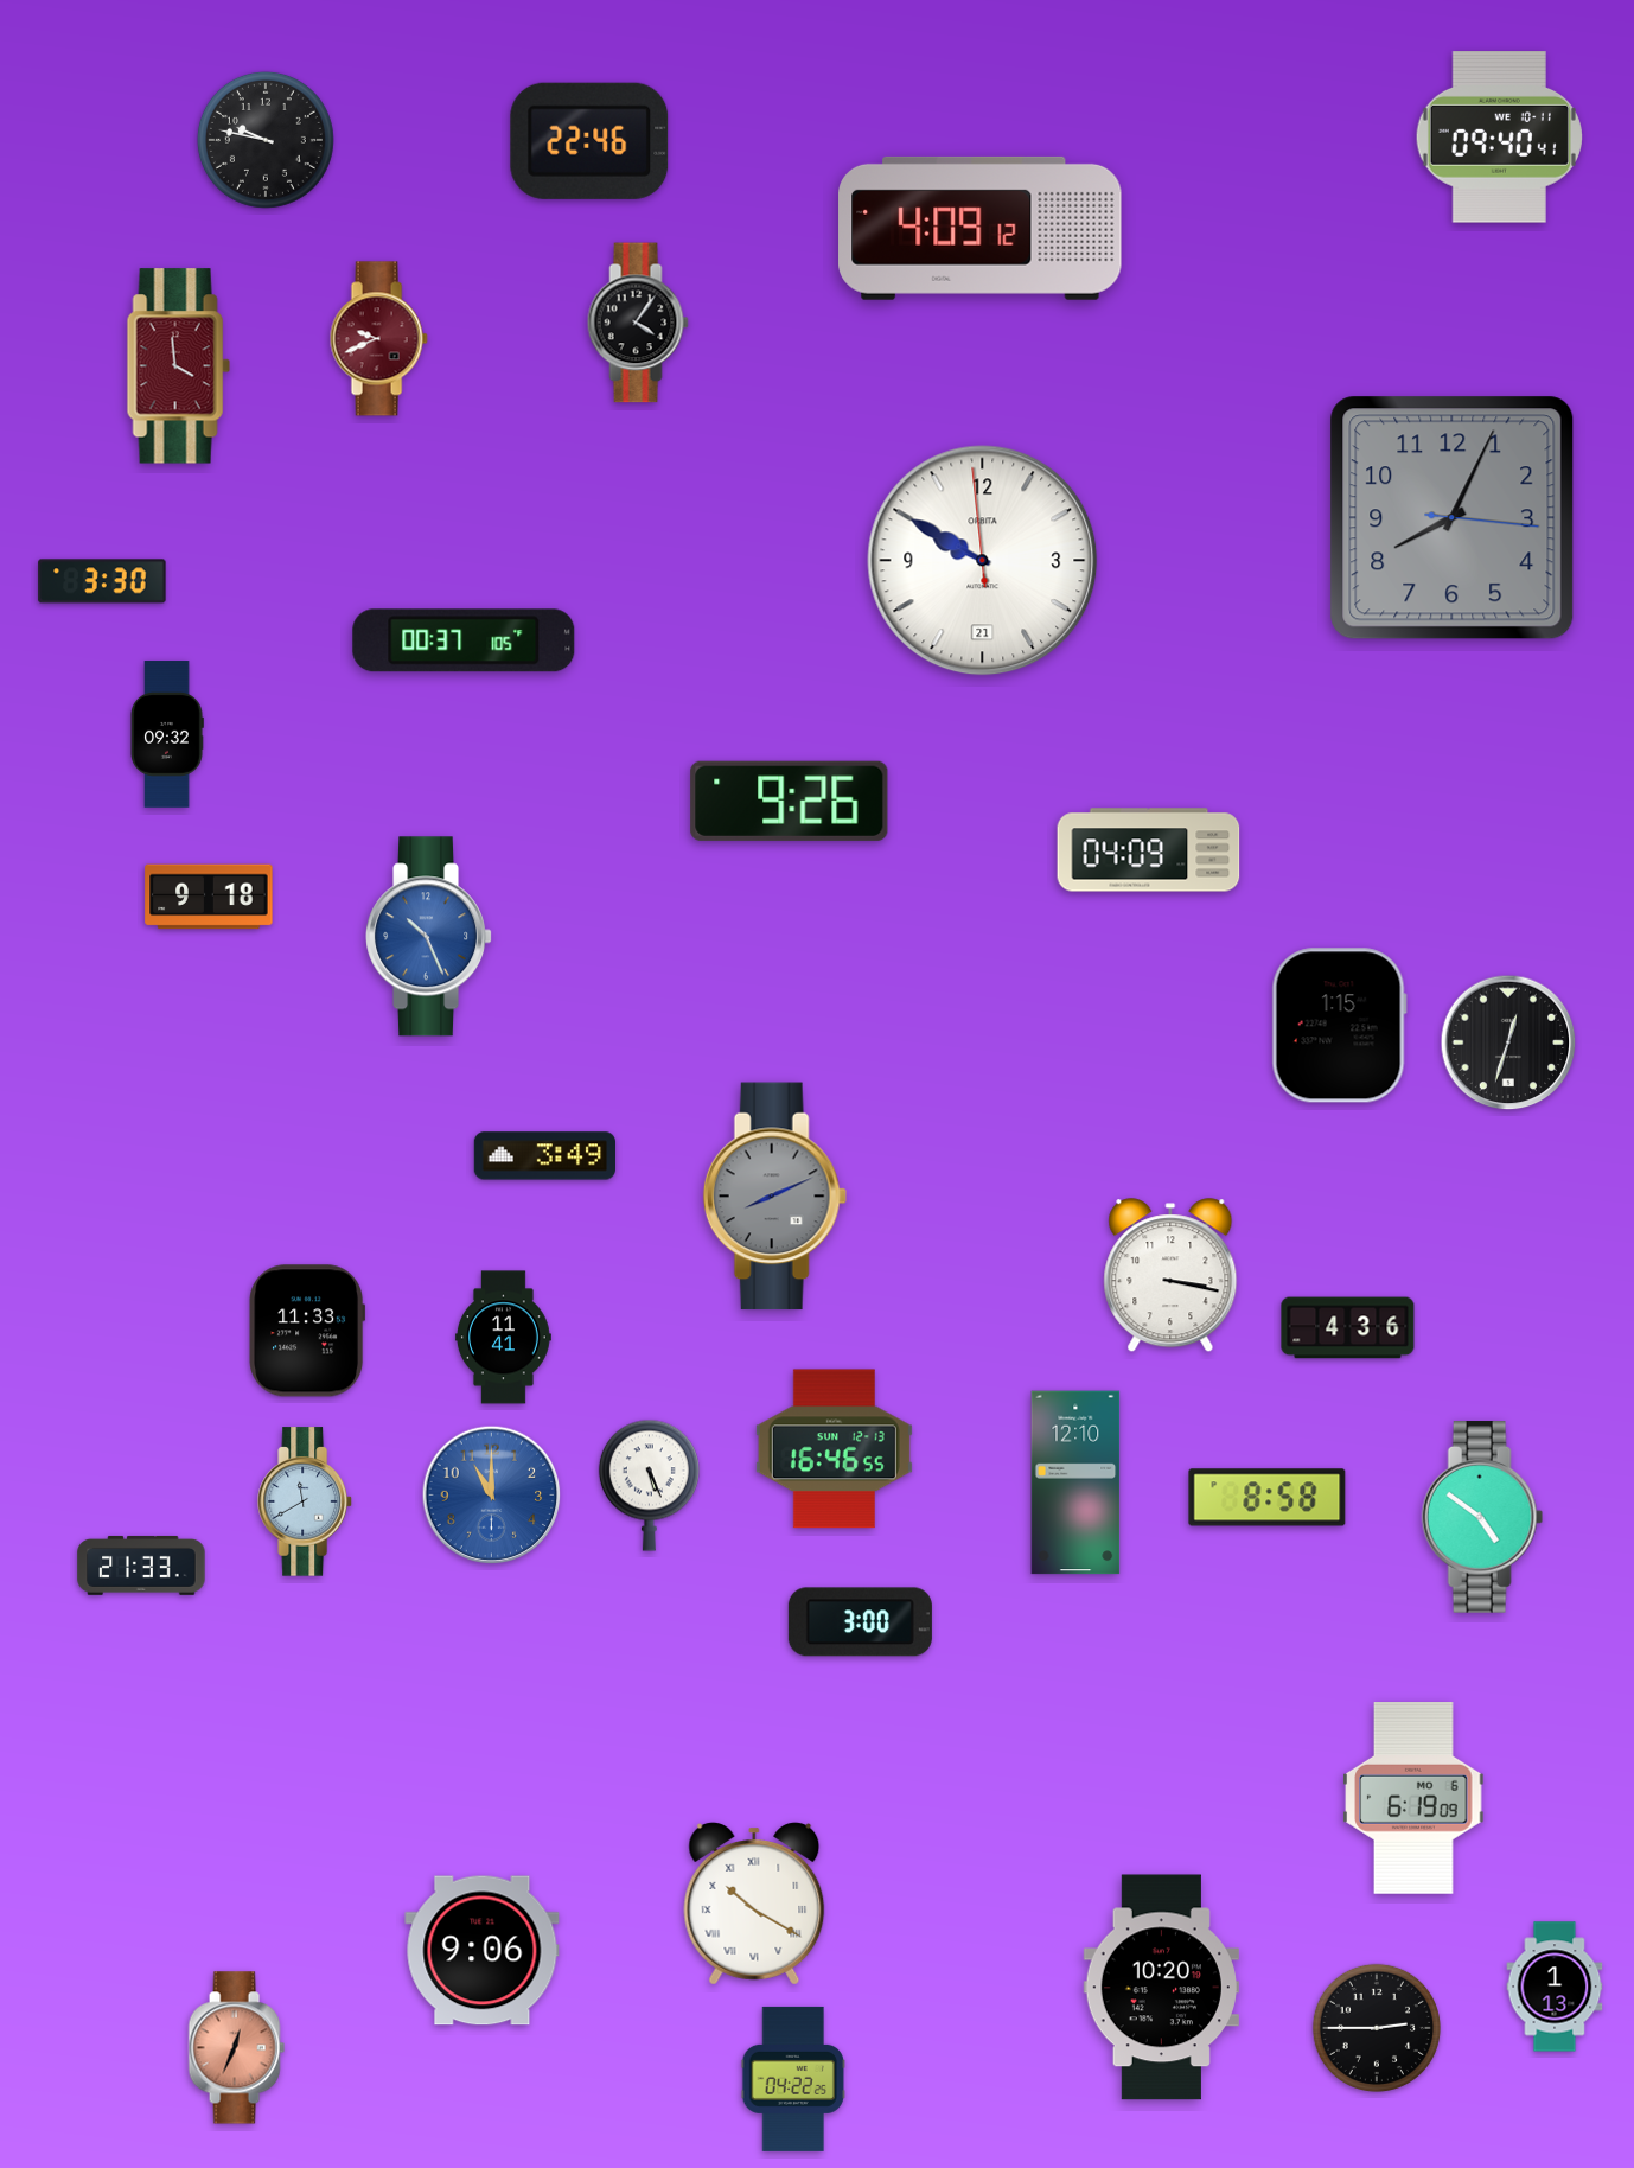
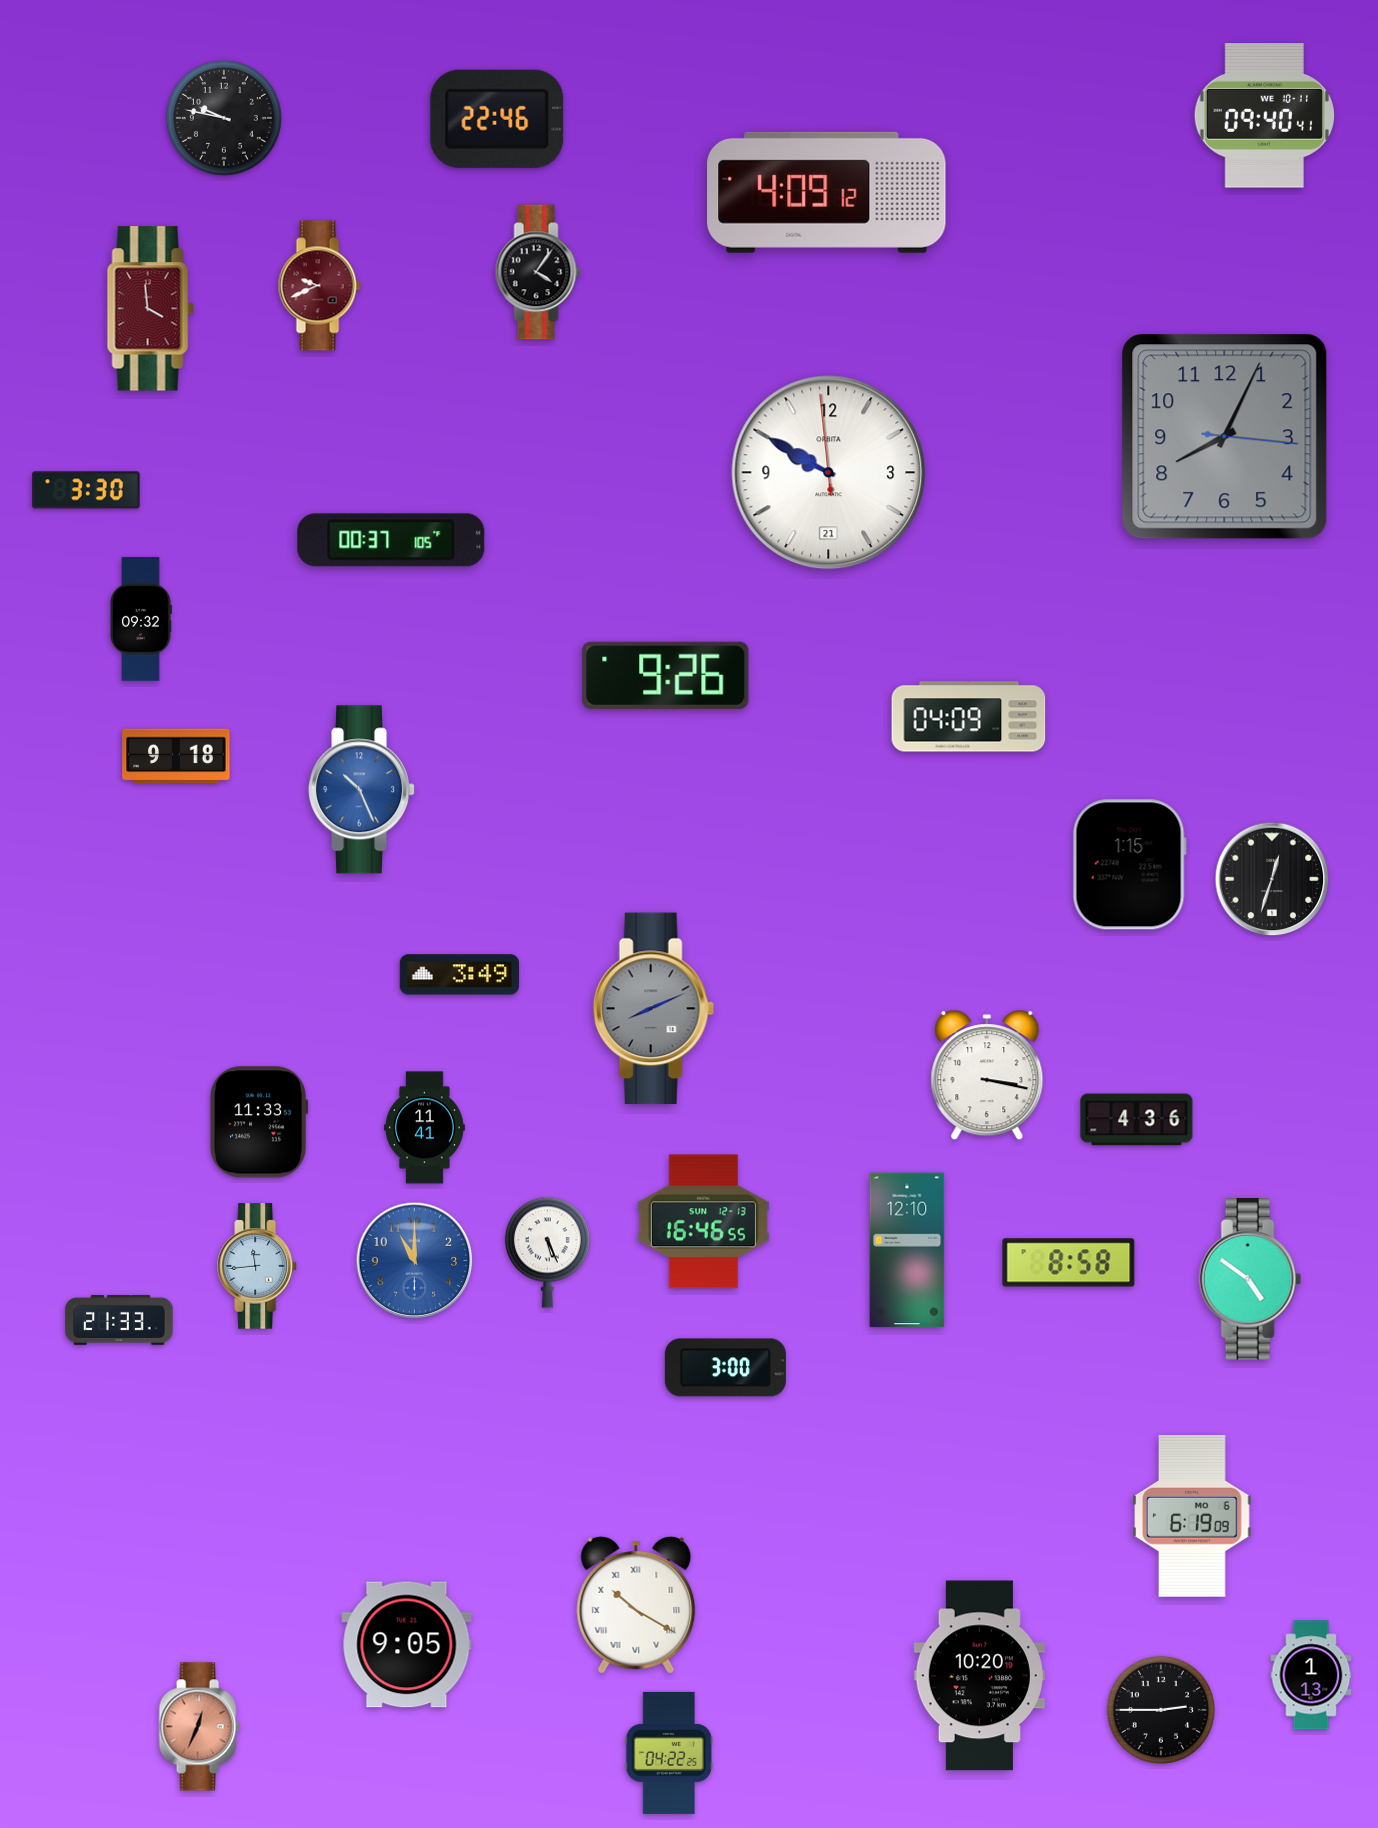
clock at (305, 1501): 11:40 -> 11:44
clock at (483, 1951): 9:06 -> 9:05
